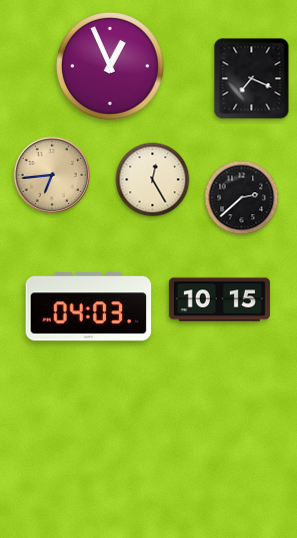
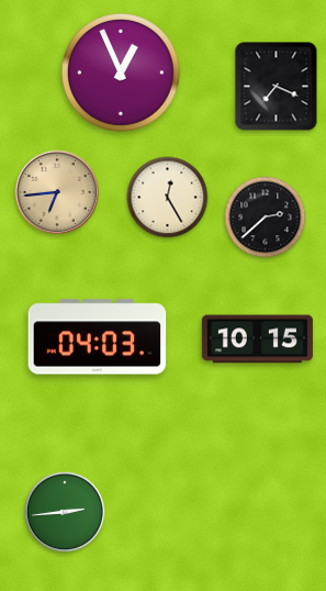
clock at (219, 300) position: (219, 300) -> (257, 339)
clock at (65, 512): none -> 2:44
